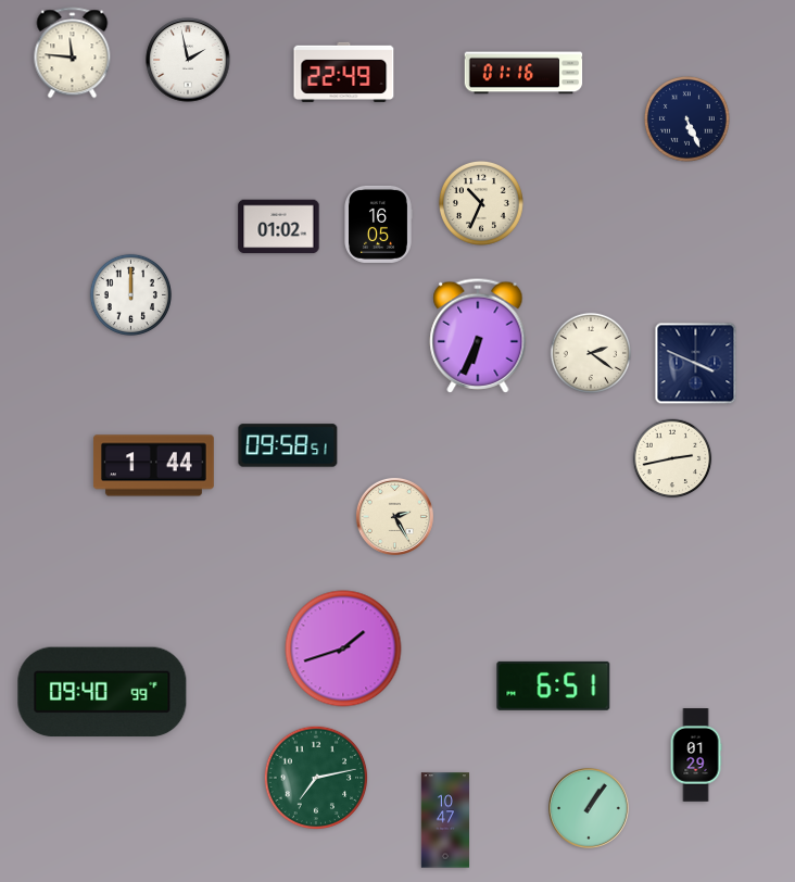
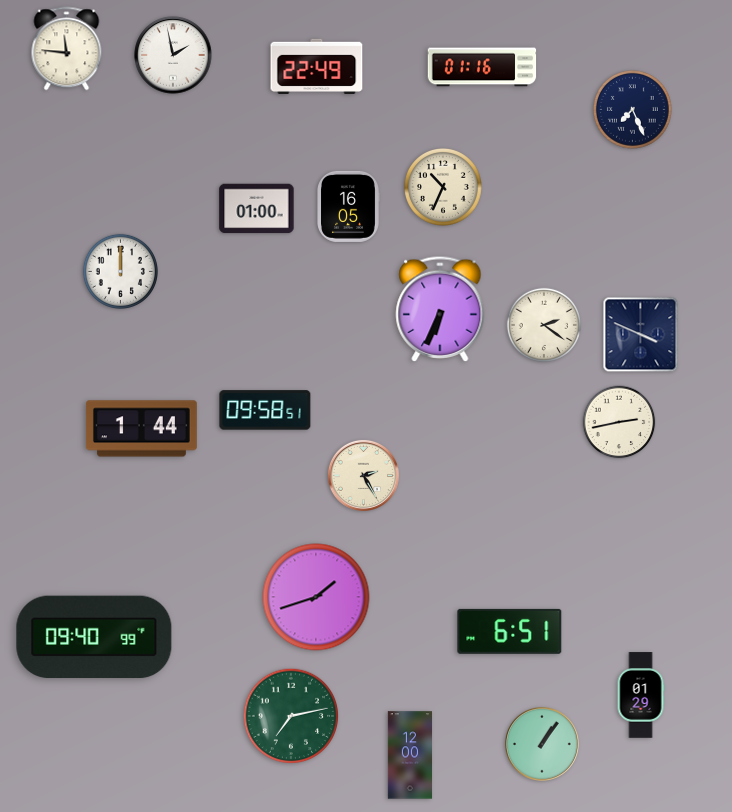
clock at (687, 119): 5:26 -> 7:26
clock at (279, 227): 01:02 -> 01:00
clock at (445, 820): 10:47 -> 12:00
